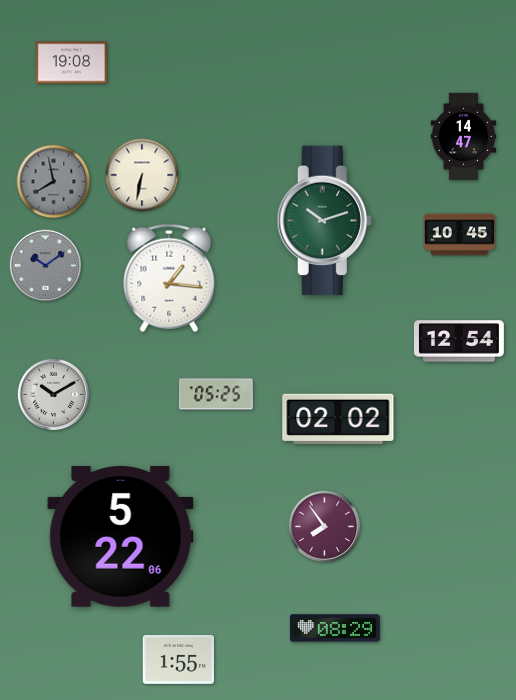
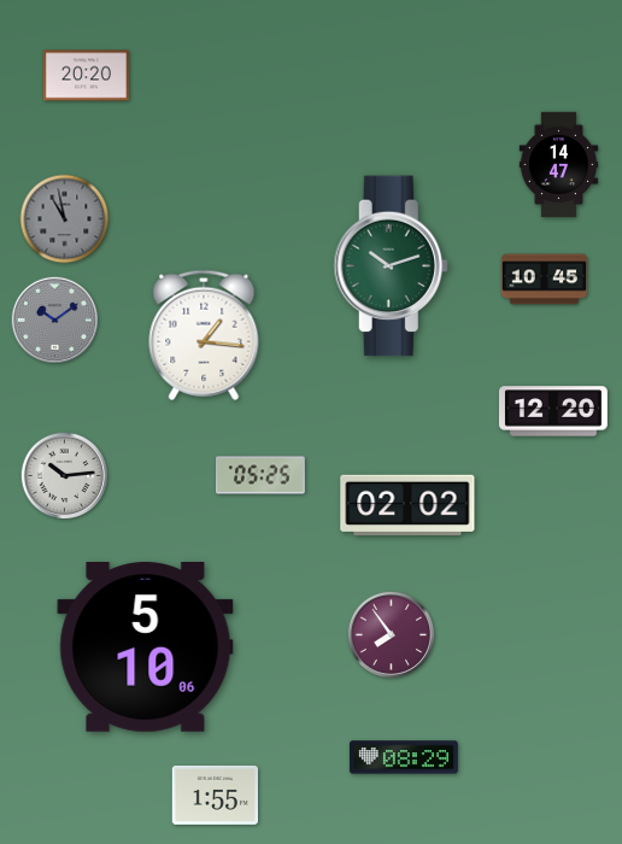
clock at (71, 63): 19:08 -> 20:20
clock at (142, 175): 6:32 -> none
clock at (54, 182): 7:58 -> 10:58
clock at (460, 235) position: (460, 235) -> (545, 280)
clock at (459, 341): 12:54 -> 12:20
clock at (54, 395): 10:10 -> 10:14
clock at (121, 537): 5:22 -> 5:10
